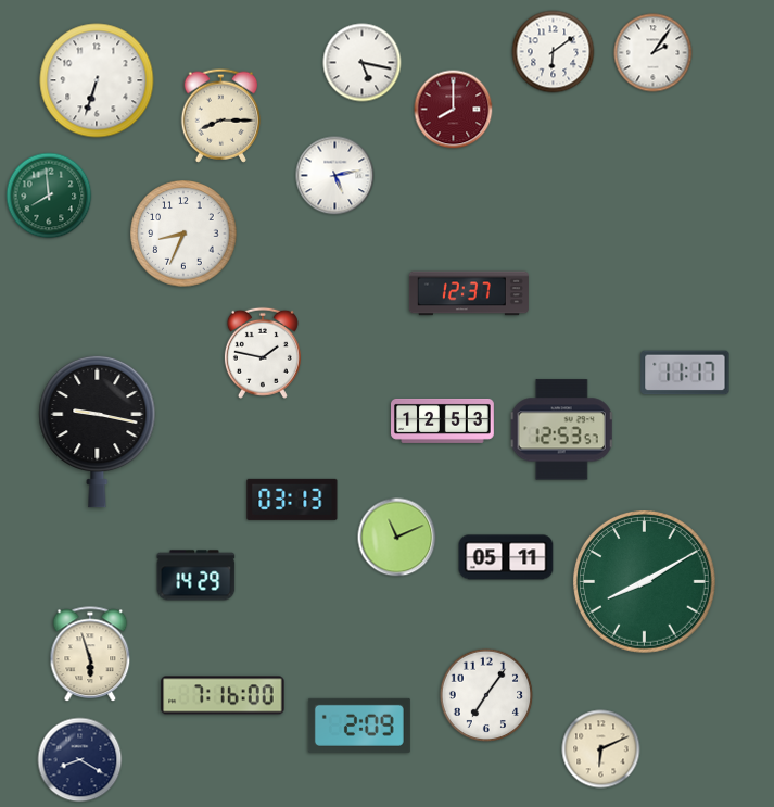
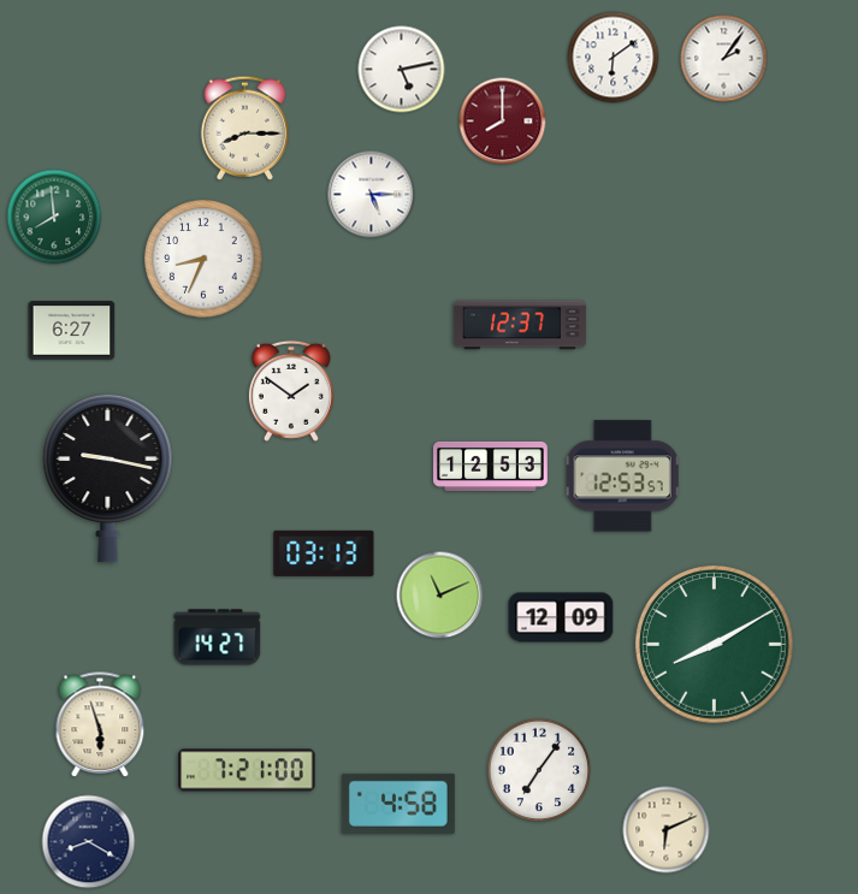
clock at (363, 63): 5:17 -> 5:13
clock at (97, 80): 6:33 -> none
clock at (335, 176): 5:13 -> 5:15
clock at (72, 331): none -> 6:27
clock at (263, 353): 1:47 -> 1:51
clock at (685, 373): 11:17 -> none
clock at (506, 557): 05:11 -> 12:09
clock at (196, 576): 14:29 -> 14:27
clock at (223, 695): 7:16 -> 7:21
clock at (359, 726): 2:09 -> 4:58
